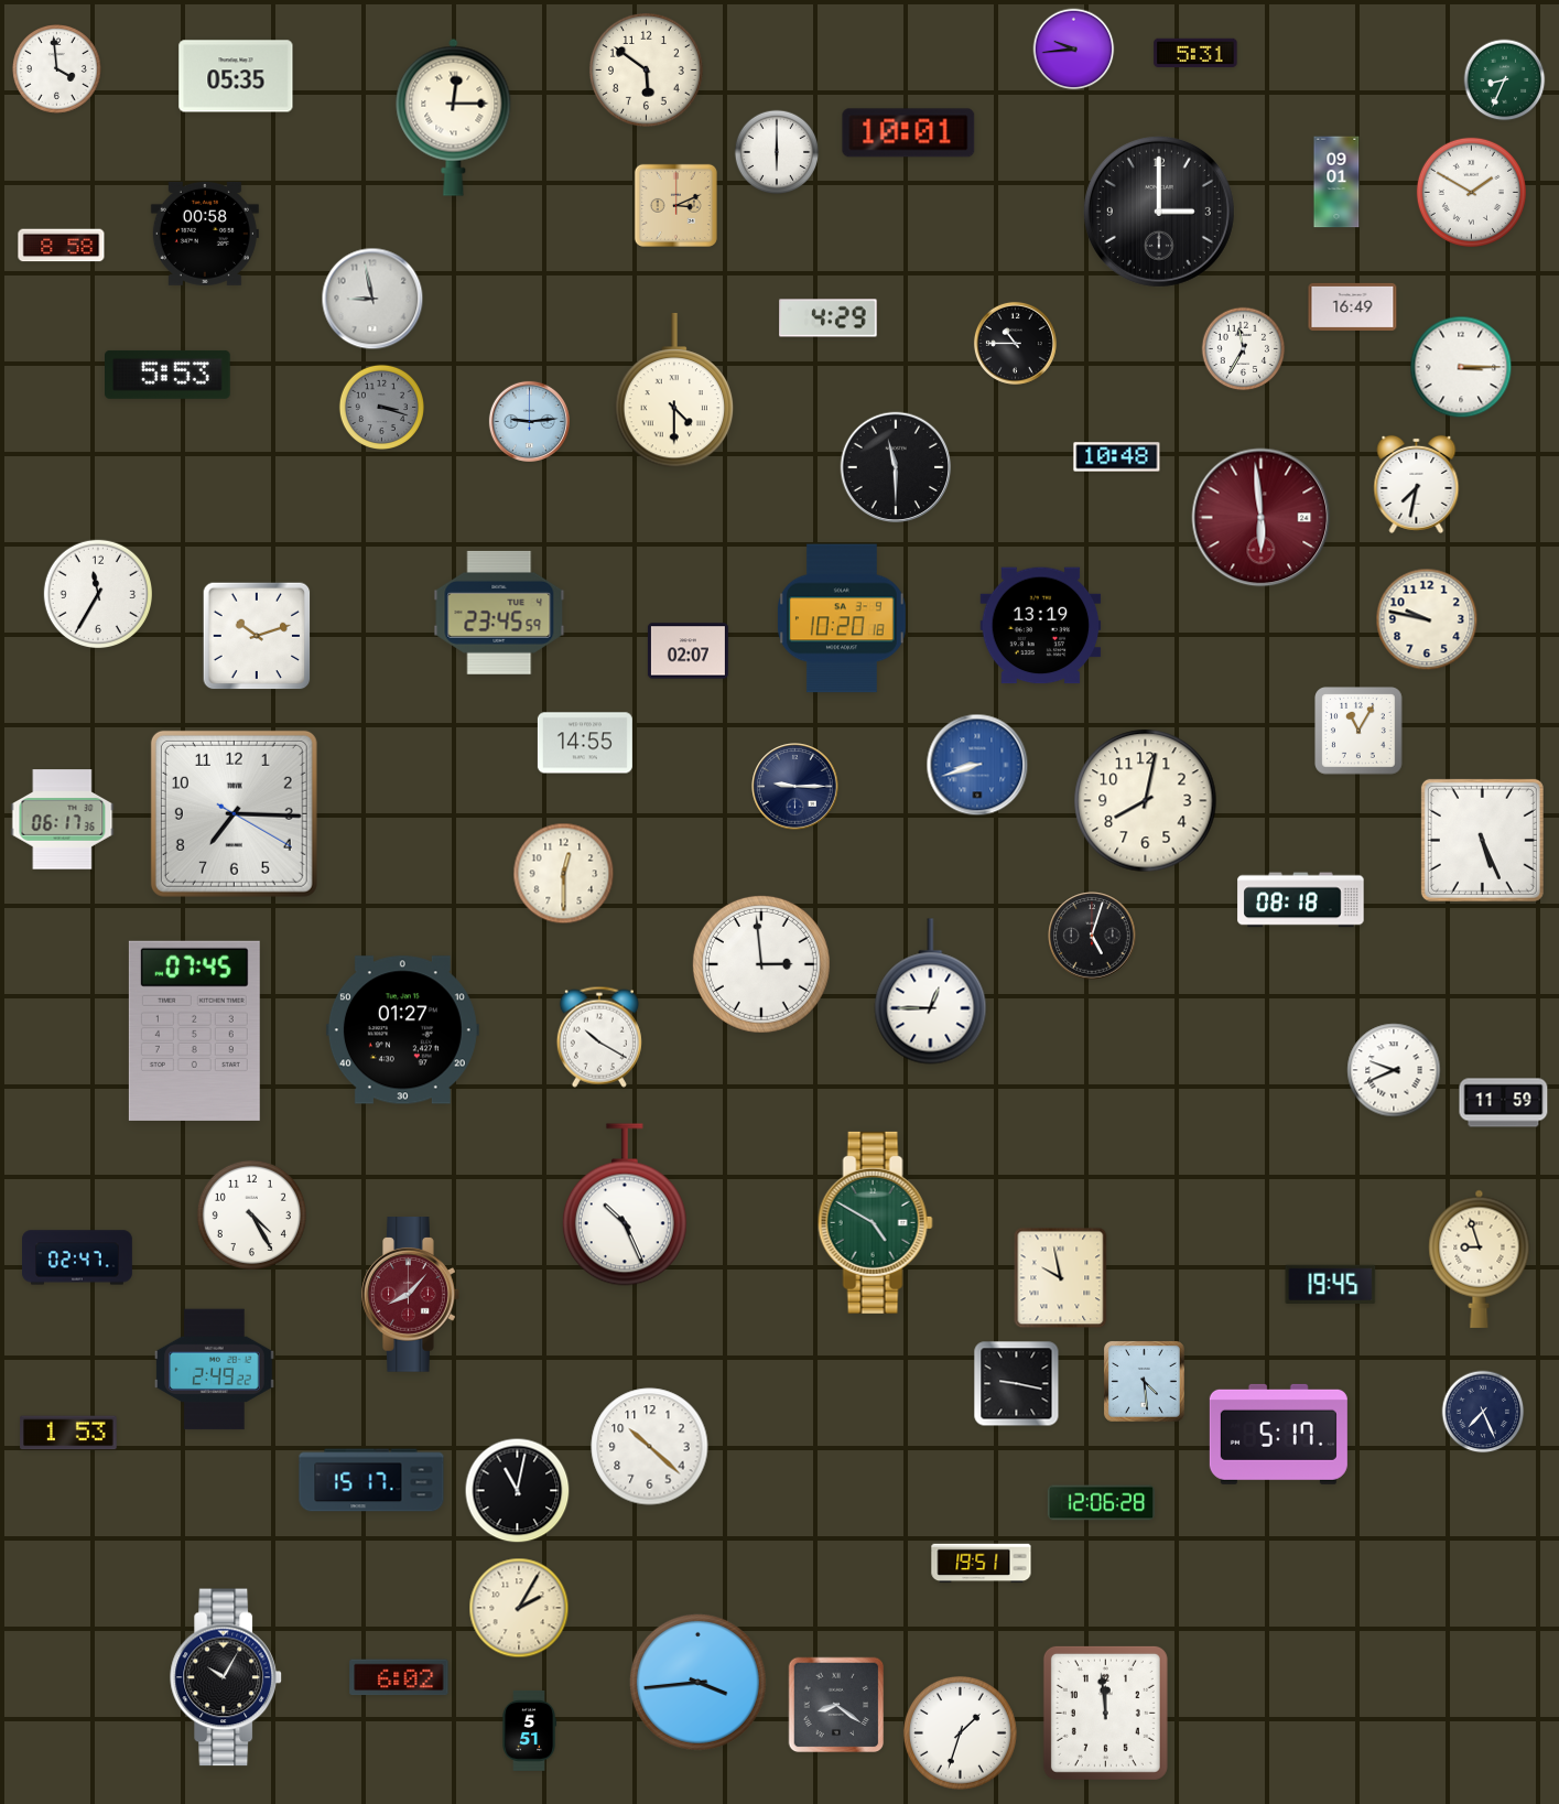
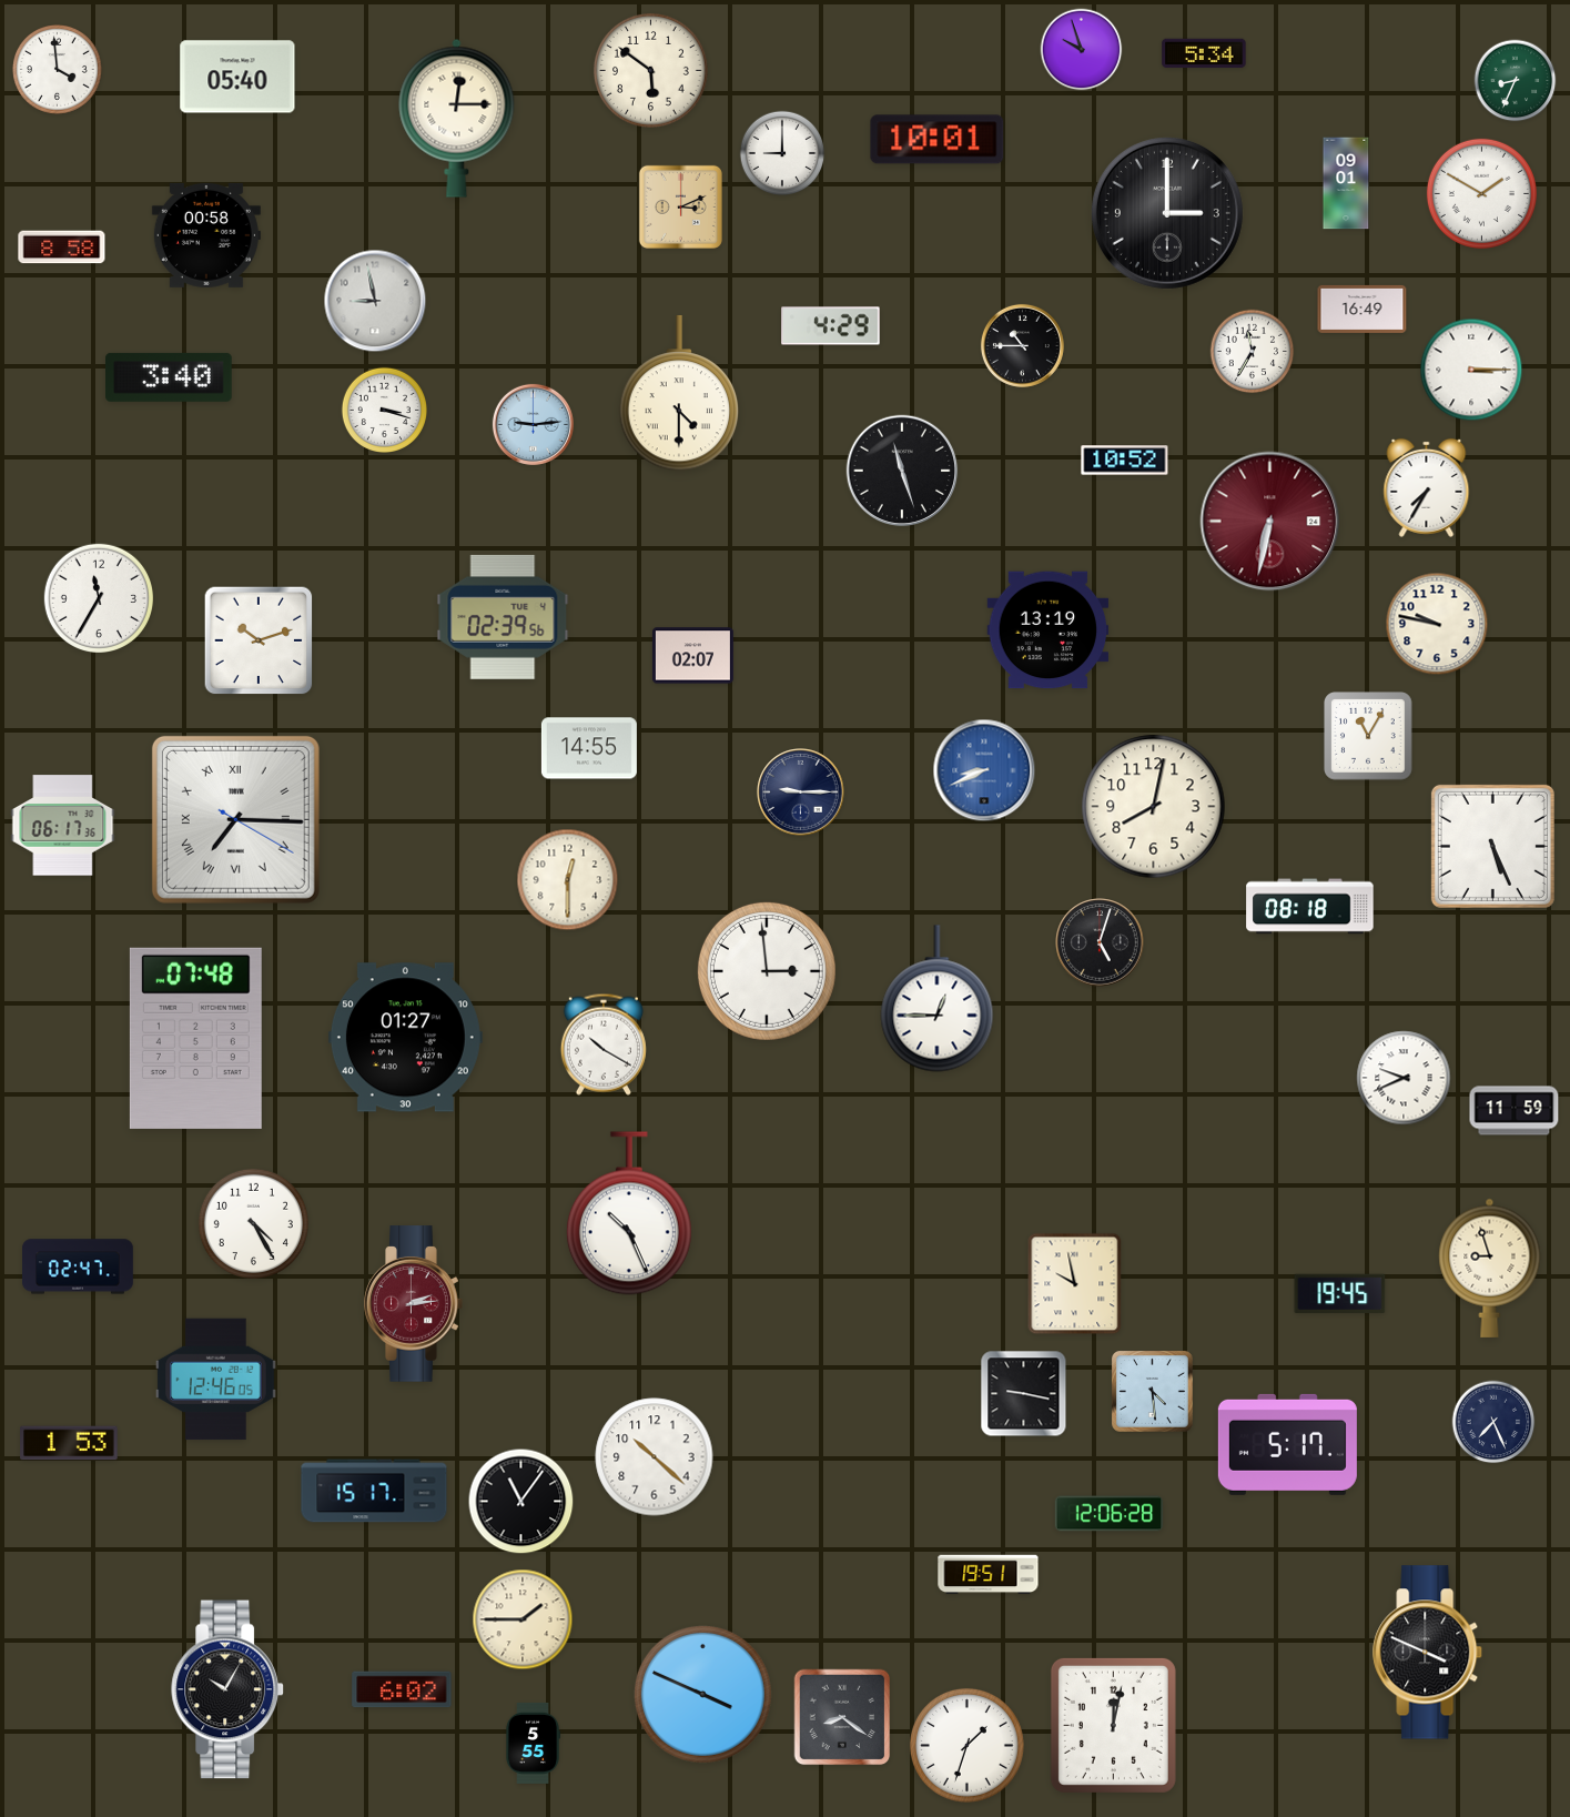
clock at (1074, 50): 9:44 -> 9:57
clock at (1195, 53): 5:31 -> 5:34
clock at (236, 76): 05:35 -> 05:40
clock at (909, 133) position: (909, 133) -> (938, 140)
clock at (777, 152): 6:00 -> 9:00
clock at (829, 318) position: (829, 318) -> (831, 326)
clock at (169, 375): 5:53 -> 3:40
clock at (381, 407) dial: grey -> white
clock at (1117, 457): 10:48 -> 10:52
clock at (896, 467): 11:30 -> 11:27
clock at (1417, 484): 7:32 -> 7:35
clock at (1262, 518): 5:59 -> 6:32
clock at (499, 613): 23:45 -> 02:39
clock at (842, 618): 10:20 -> none
clock at (977, 765): 8:42 -> 8:41
clock at (234, 813) numerals: Arabic -> Roman
clock at (194, 1030): 07:45 -> 07:48
clock at (875, 1222): 4:50 -> none
clock at (1061, 1278) position: (1061, 1278) -> (1075, 1284)
clock at (411, 1295): 8:07 -> 2:14
clock at (215, 1370): 2:49 -> 12:46
clock at (518, 1491): 11:02 -> 11:06
clock at (519, 1608): 2:05 -> 1:45
clock at (1428, 1653): none -> 3:49
clock at (697, 1682): 3:44 -> 3:49
clock at (1105, 1713): 11:59 -> 12:02
clock at (529, 1730): 5:51 -> 5:55
